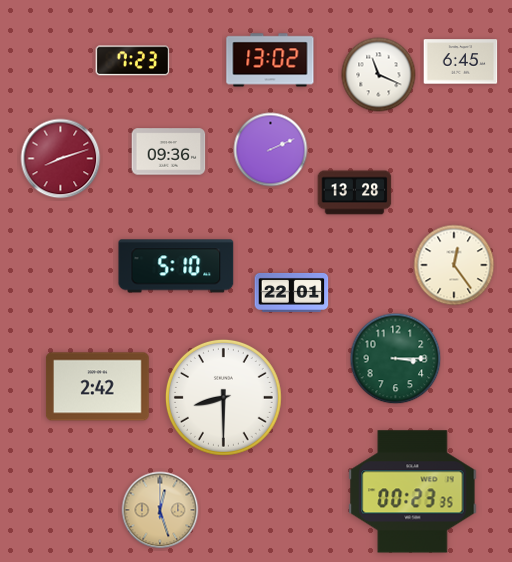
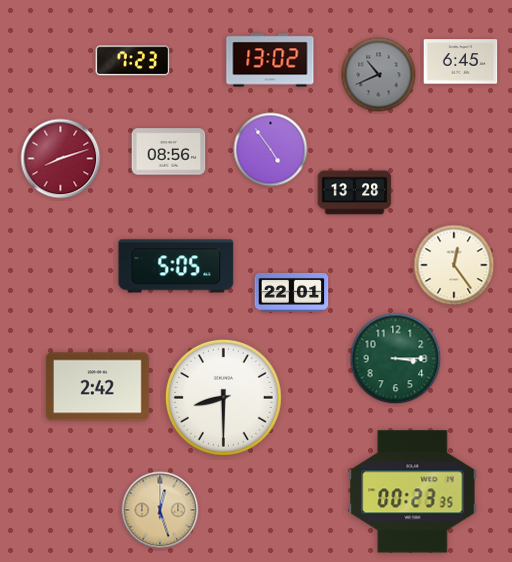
clock at (379, 75): 11:19 -> 10:41
clock at (379, 75) dial: white -> grey
clock at (271, 150): 2:11 -> 4:54
clock at (169, 152): 09:36 -> 08:56
clock at (176, 266): 5:10 -> 5:05
